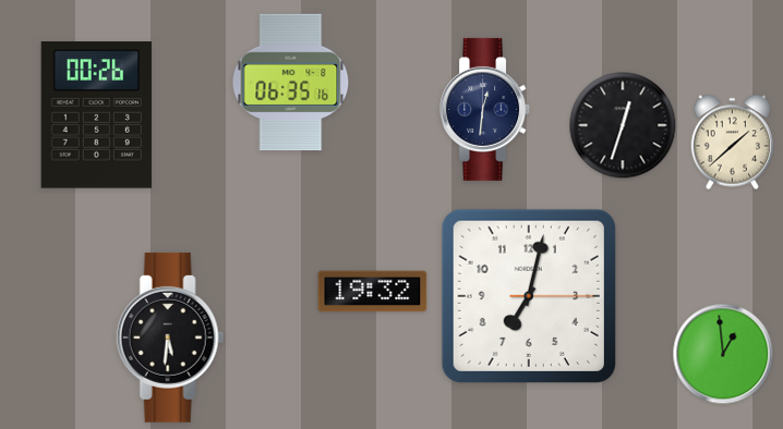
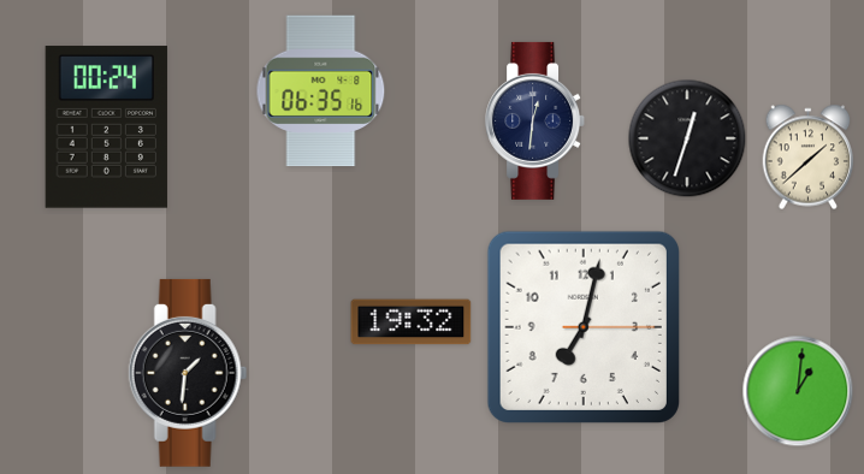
clock at (96, 115): 00:26 -> 00:24
clock at (170, 338): 5:31 -> 1:31
clock at (723, 354): 12:59 -> 1:01
